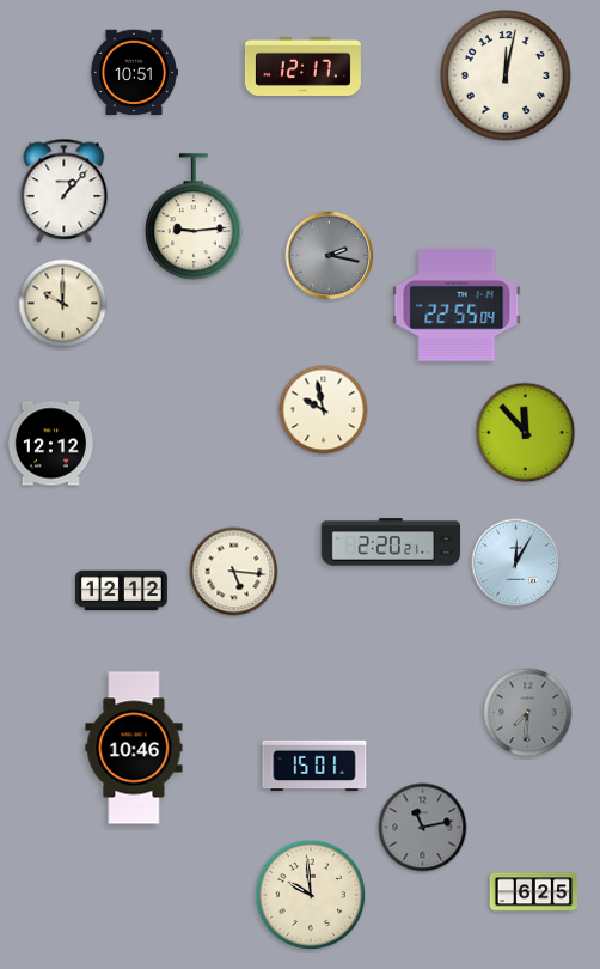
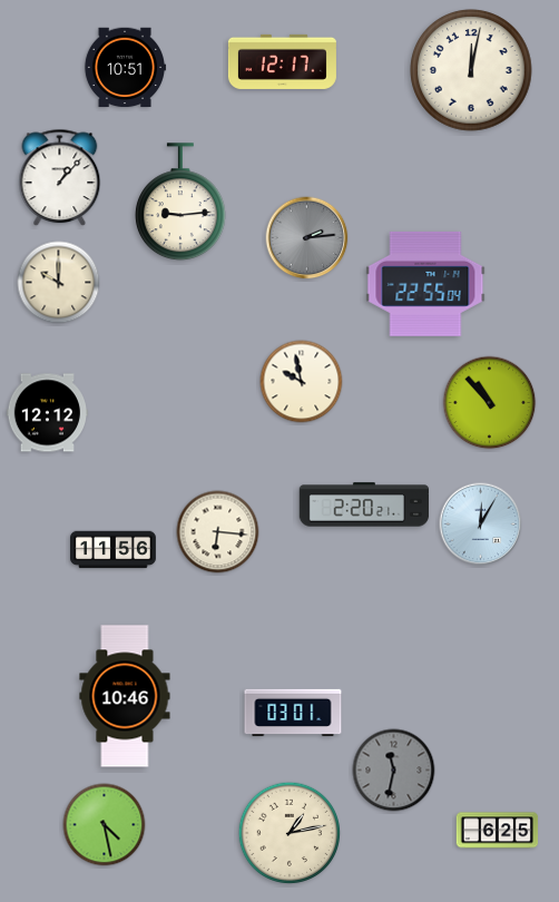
clock at (330, 256): 2:17 -> 2:14
clock at (526, 433): 11:53 -> 10:53
clock at (234, 572): 5:16 -> 6:16
clock at (122, 591): 12:12 -> 11:56
clock at (528, 713): 7:31 -> none
clock at (314, 766): 15:01 -> 03:01
clock at (423, 828): 11:13 -> 11:32
clock at (105, 825): none -> 4:28
clock at (311, 895): 9:59 -> 1:13
